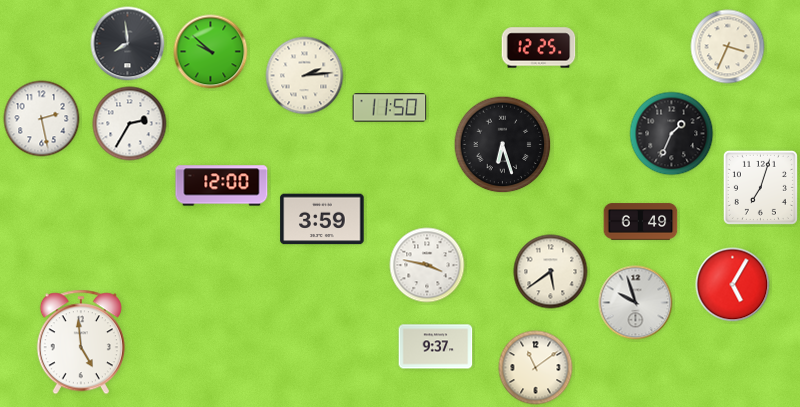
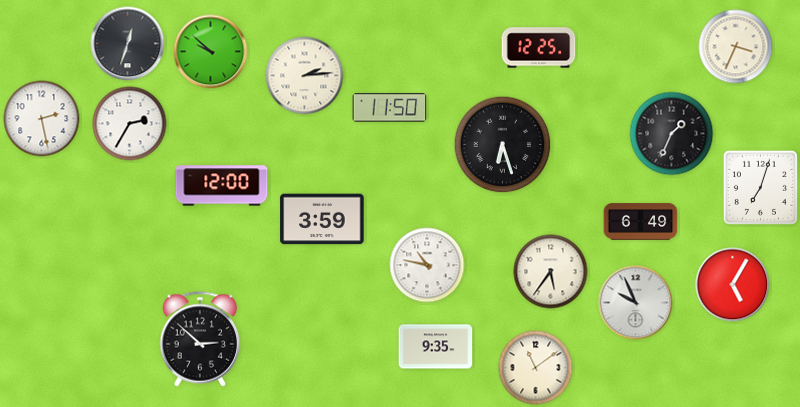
clock at (128, 44): 7:59 -> 12:33
clock at (728, 47) position: (728, 47) -> (736, 47)
clock at (427, 265): 3:47 -> 10:47
clock at (551, 272): 5:39 -> 5:36
clock at (636, 303): 9:57 -> 9:56
clock at (200, 339): none -> 2:52
clock at (81, 342): 4:59 -> none
clock at (436, 347): 9:37 -> 9:35
